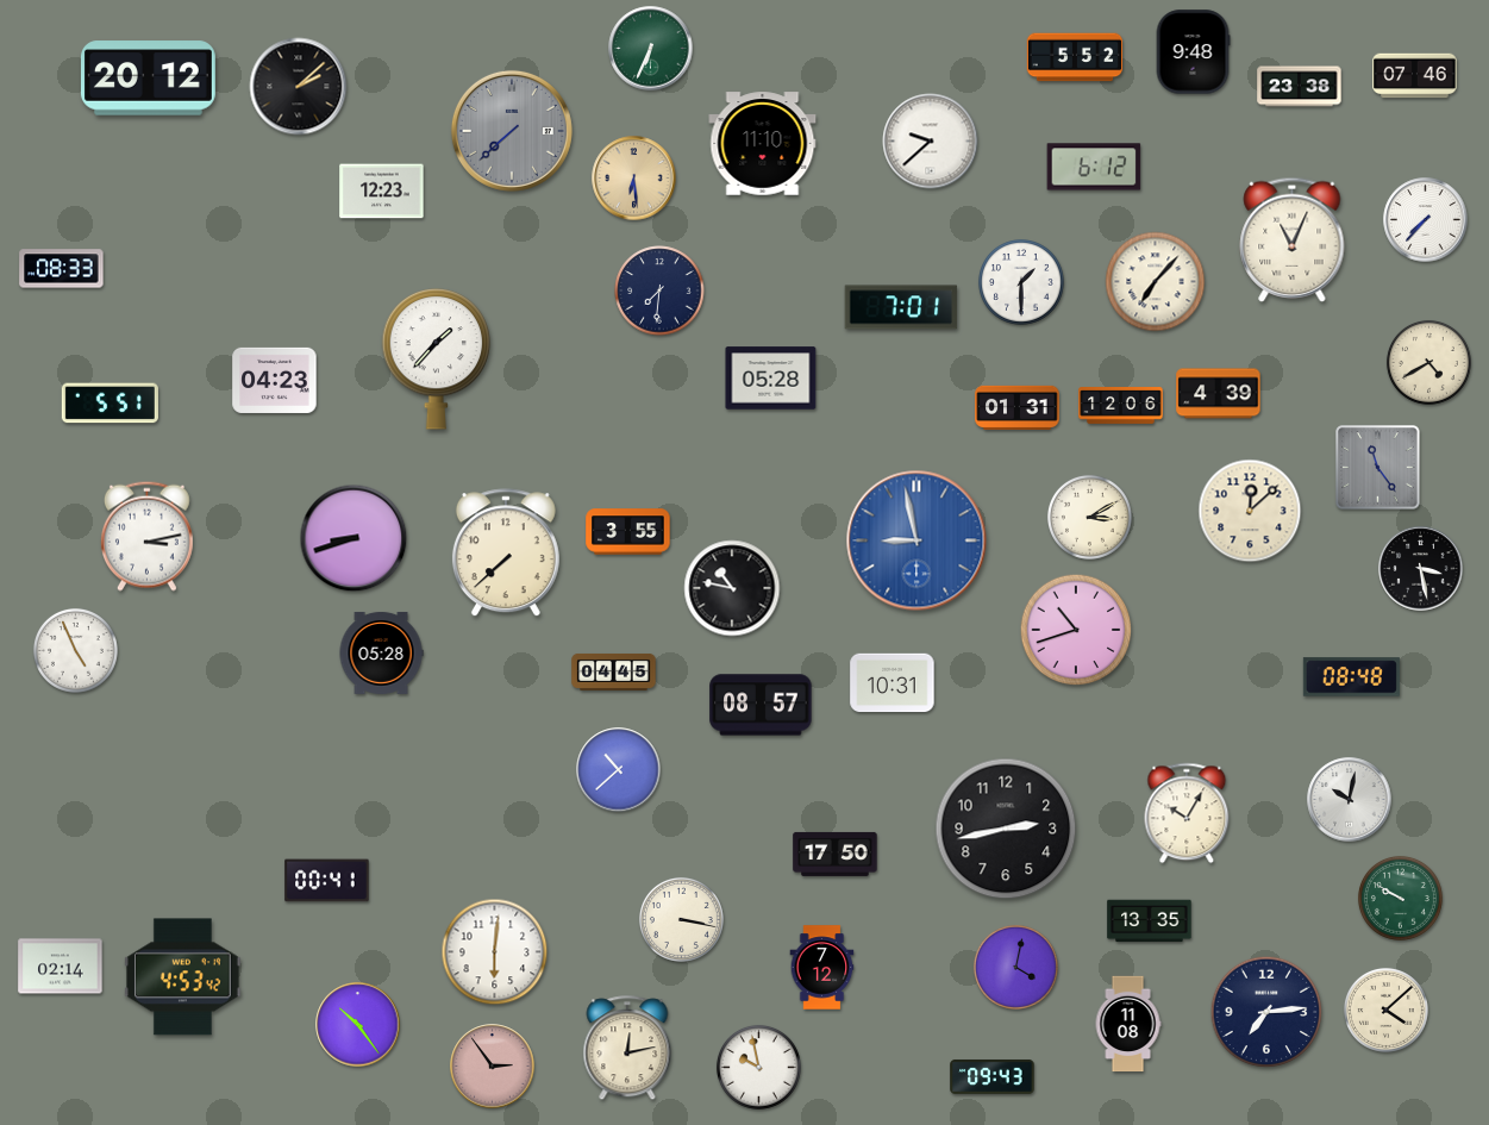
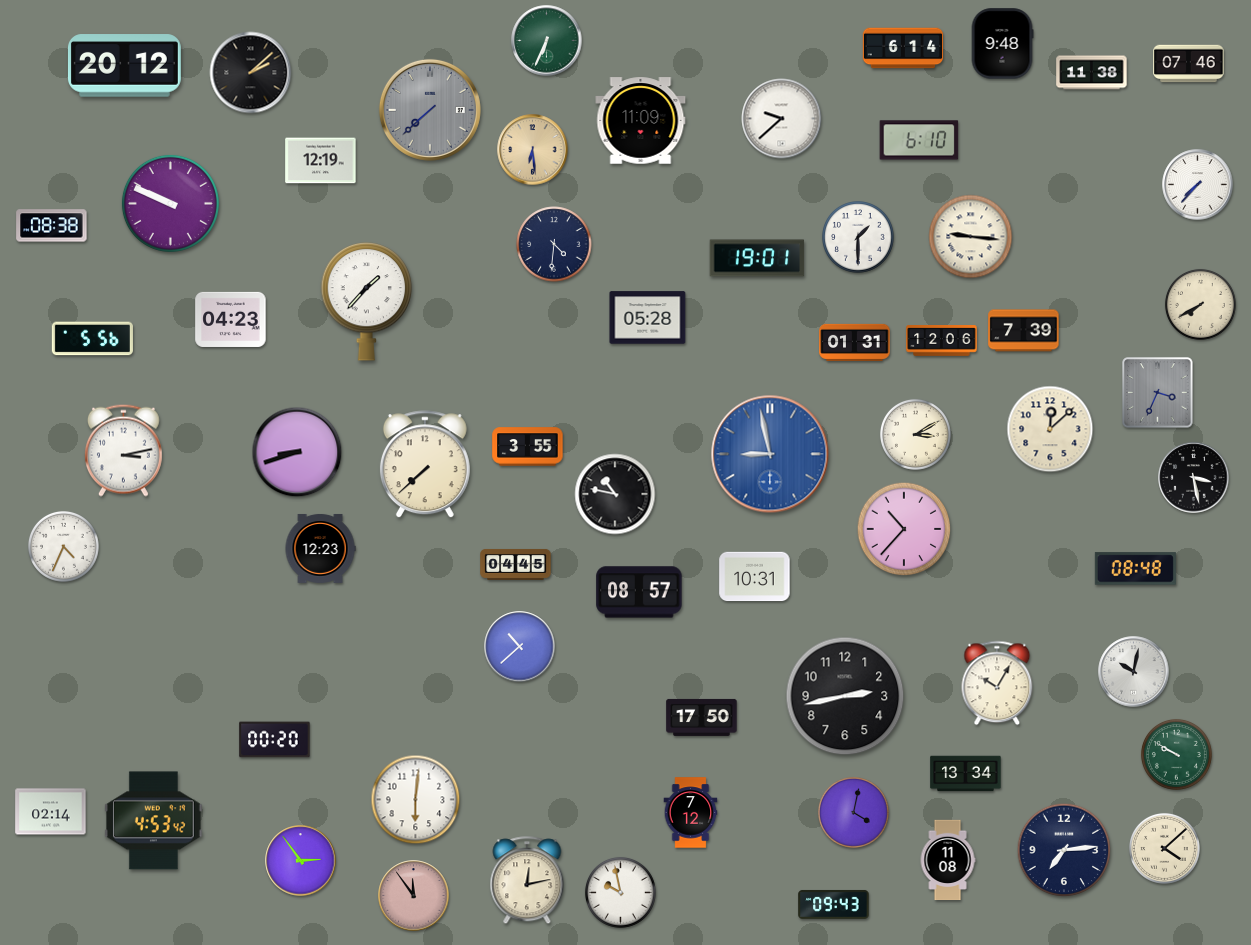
clock at (1075, 57): 5:52 -> 6:14
clock at (1300, 87): 23:38 -> 11:38
clock at (763, 144): 11:10 -> 11:09
clock at (1094, 167): 6:12 -> 6:10
clock at (382, 192): 12:23 -> 12:19
clock at (1293, 239): 11:04 -> none
clock at (170, 203): none -> 9:49
clock at (62, 269): 08:33 -> 08:38
clock at (1156, 282): 7:07 -> 9:16
clock at (659, 290): 7:31 -> 4:31
clock at (901, 307): 7:01 -> 19:01
clock at (1428, 362): 4:40 -> 7:40
clock at (1219, 394): 4:39 -> 7:39
clock at (110, 404): 5:51 -> 5:56
clock at (1378, 468): 11:24 -> 3:34
clock at (1076, 630): 10:42 -> 10:37
clock at (75, 650): 4:56 -> 4:34
clock at (381, 652): 05:28 -> 12:23
clock at (893, 683) position: (893, 683) -> (755, 577)
clock at (327, 881): 00:41 -> 00:20
clock at (681, 919): 3:17 -> none
clock at (1150, 921): 13:35 -> 13:34
clock at (358, 1025): 10:24 -> 2:54
clock at (493, 1067): 2:54 -> 11:54
clock at (758, 1067) position: (758, 1067) -> (620, 892)
